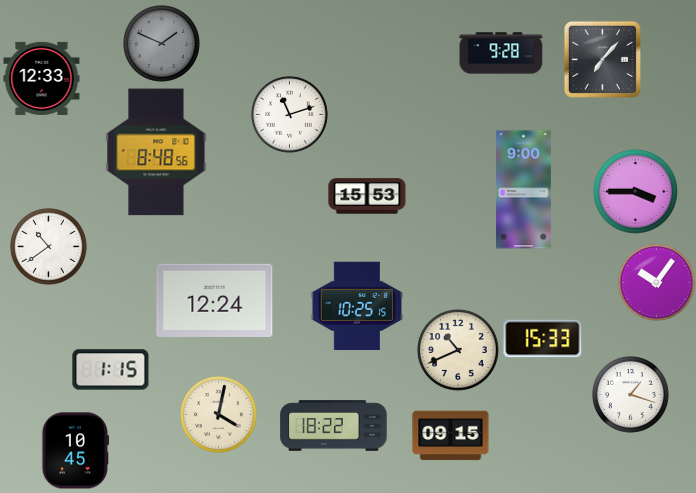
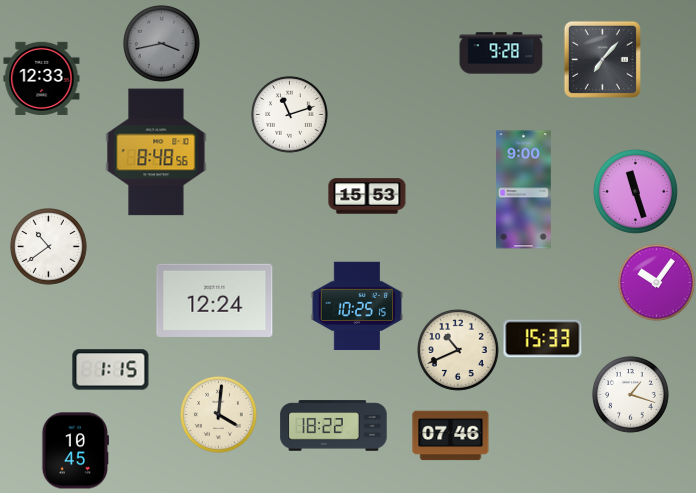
clock at (162, 44): 1:49 -> 3:43
clock at (635, 191): 3:45 -> 11:27
clock at (219, 415): 4:02 -> 4:01
clock at (451, 436): 09:15 -> 07:46
